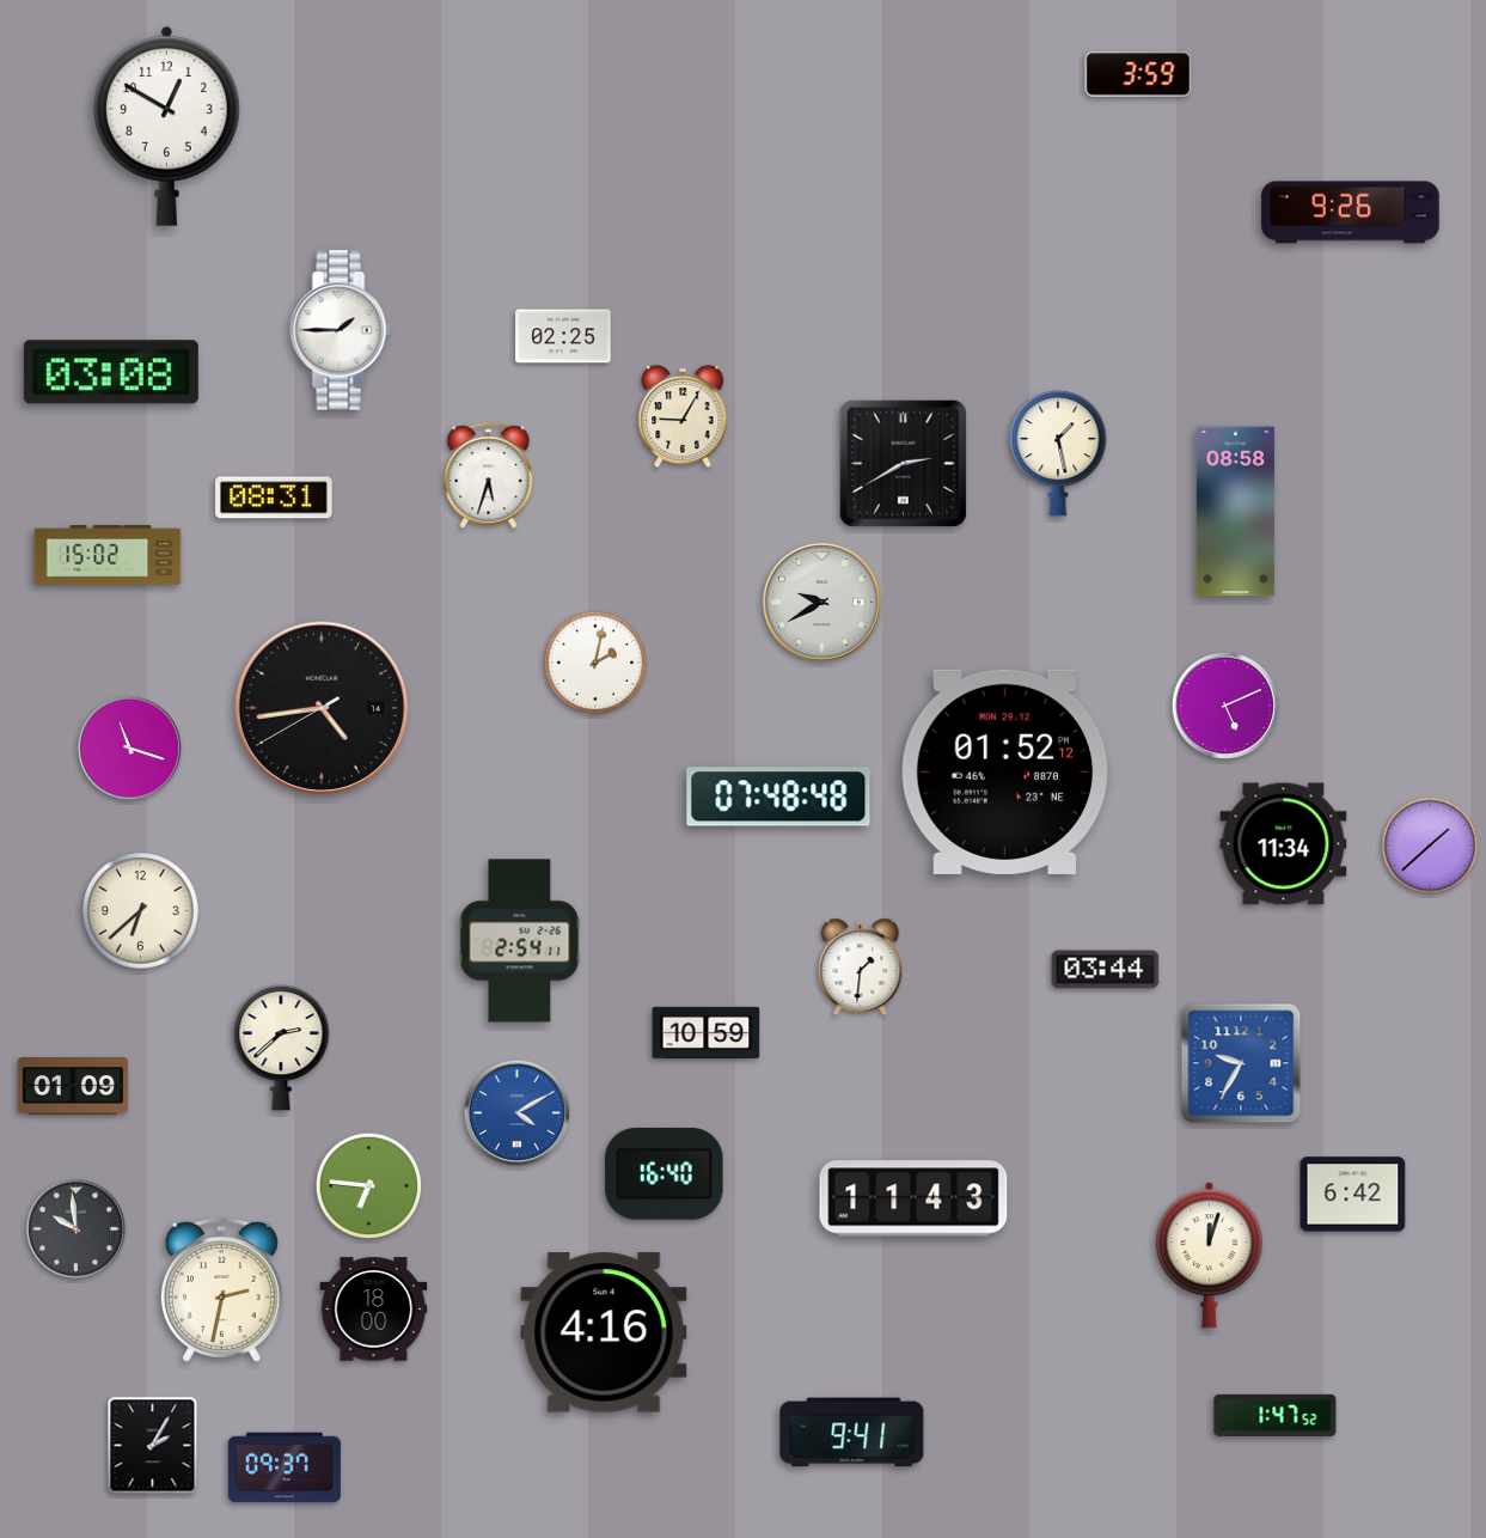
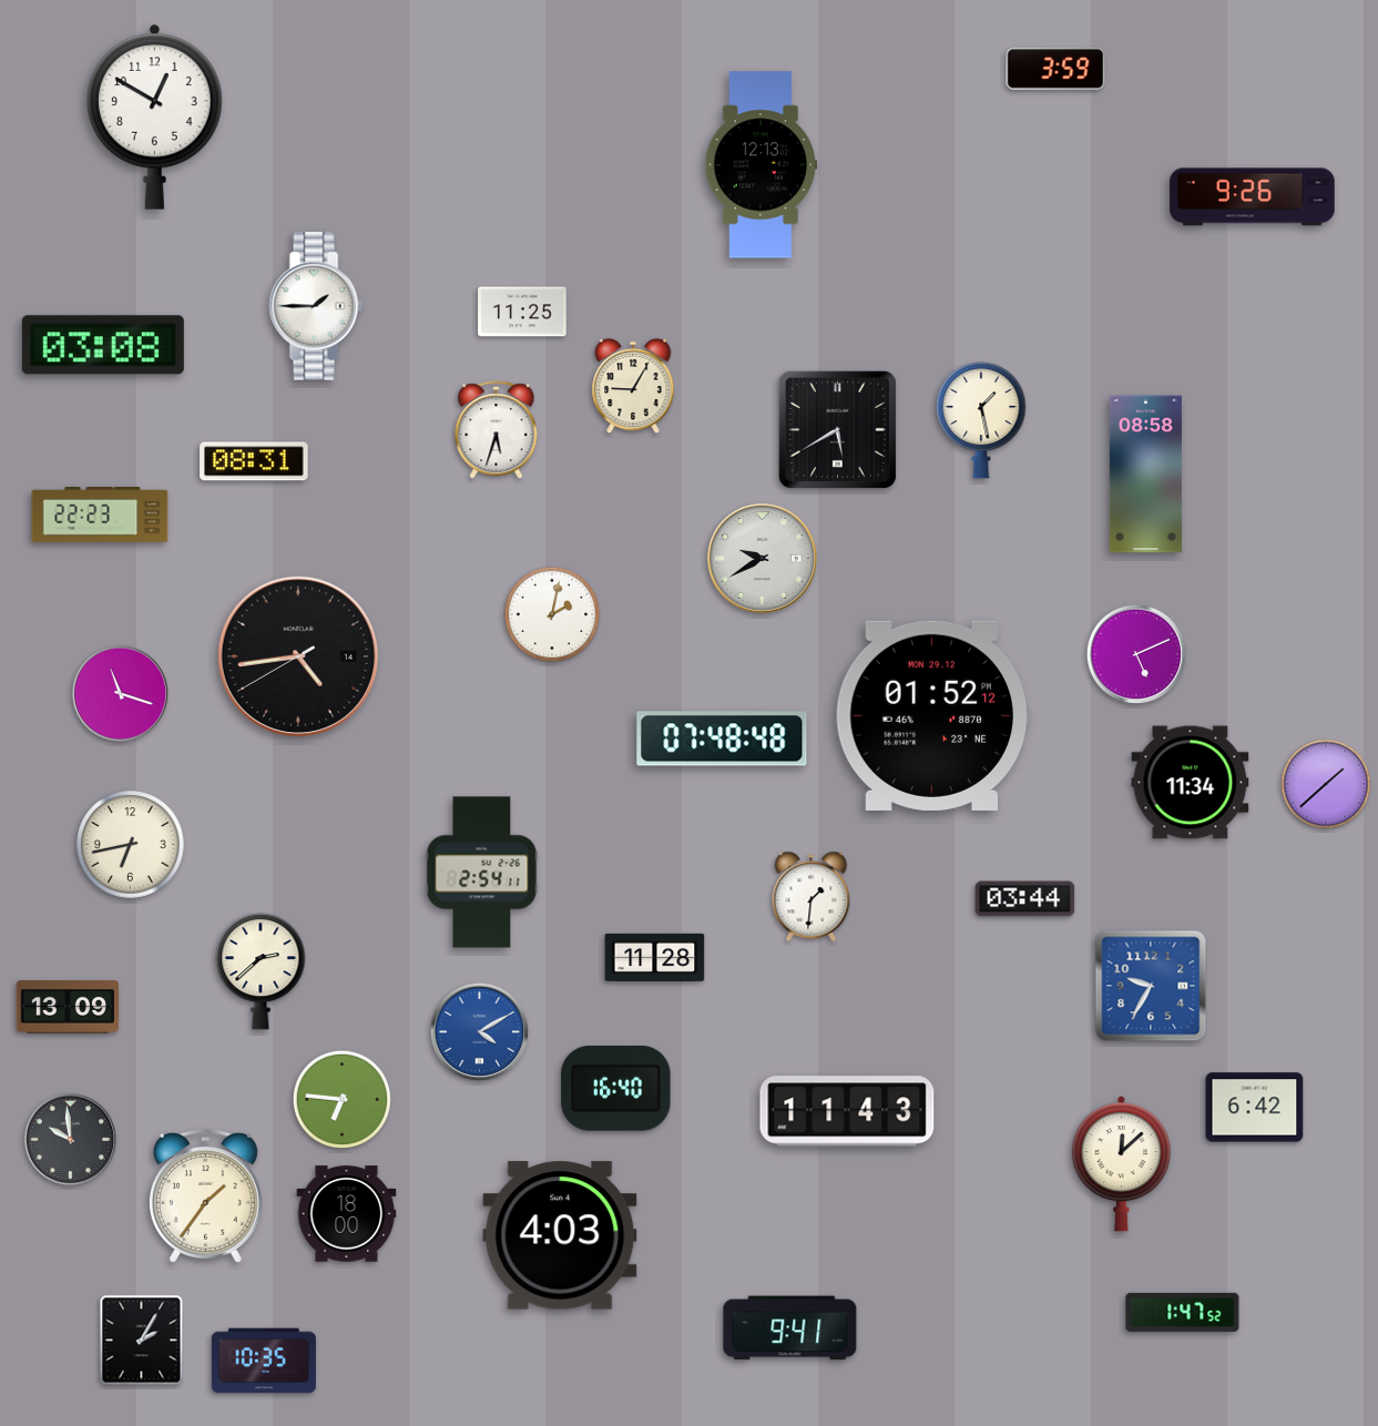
clock at (762, 165): none -> 12:13
clock at (563, 336): 02:25 -> 11:25
clock at (903, 463): 2:40 -> 5:40
clock at (489, 476) position: (489, 476) -> (497, 430)
clock at (108, 556): 15:02 -> 22:23
clock at (141, 911): 6:38 -> 6:43
clock at (861, 966) position: (861, 966) -> (812, 896)
clock at (707, 1032): 10:59 -> 11:28
clock at (73, 1086): 01:09 -> 13:09
clock at (1209, 1256): 12:03 -> 12:08
clock at (221, 1289): 2:32 -> 1:36
clock at (604, 1332): 4:16 -> 4:03
clock at (285, 1467): 09:37 -> 10:35
